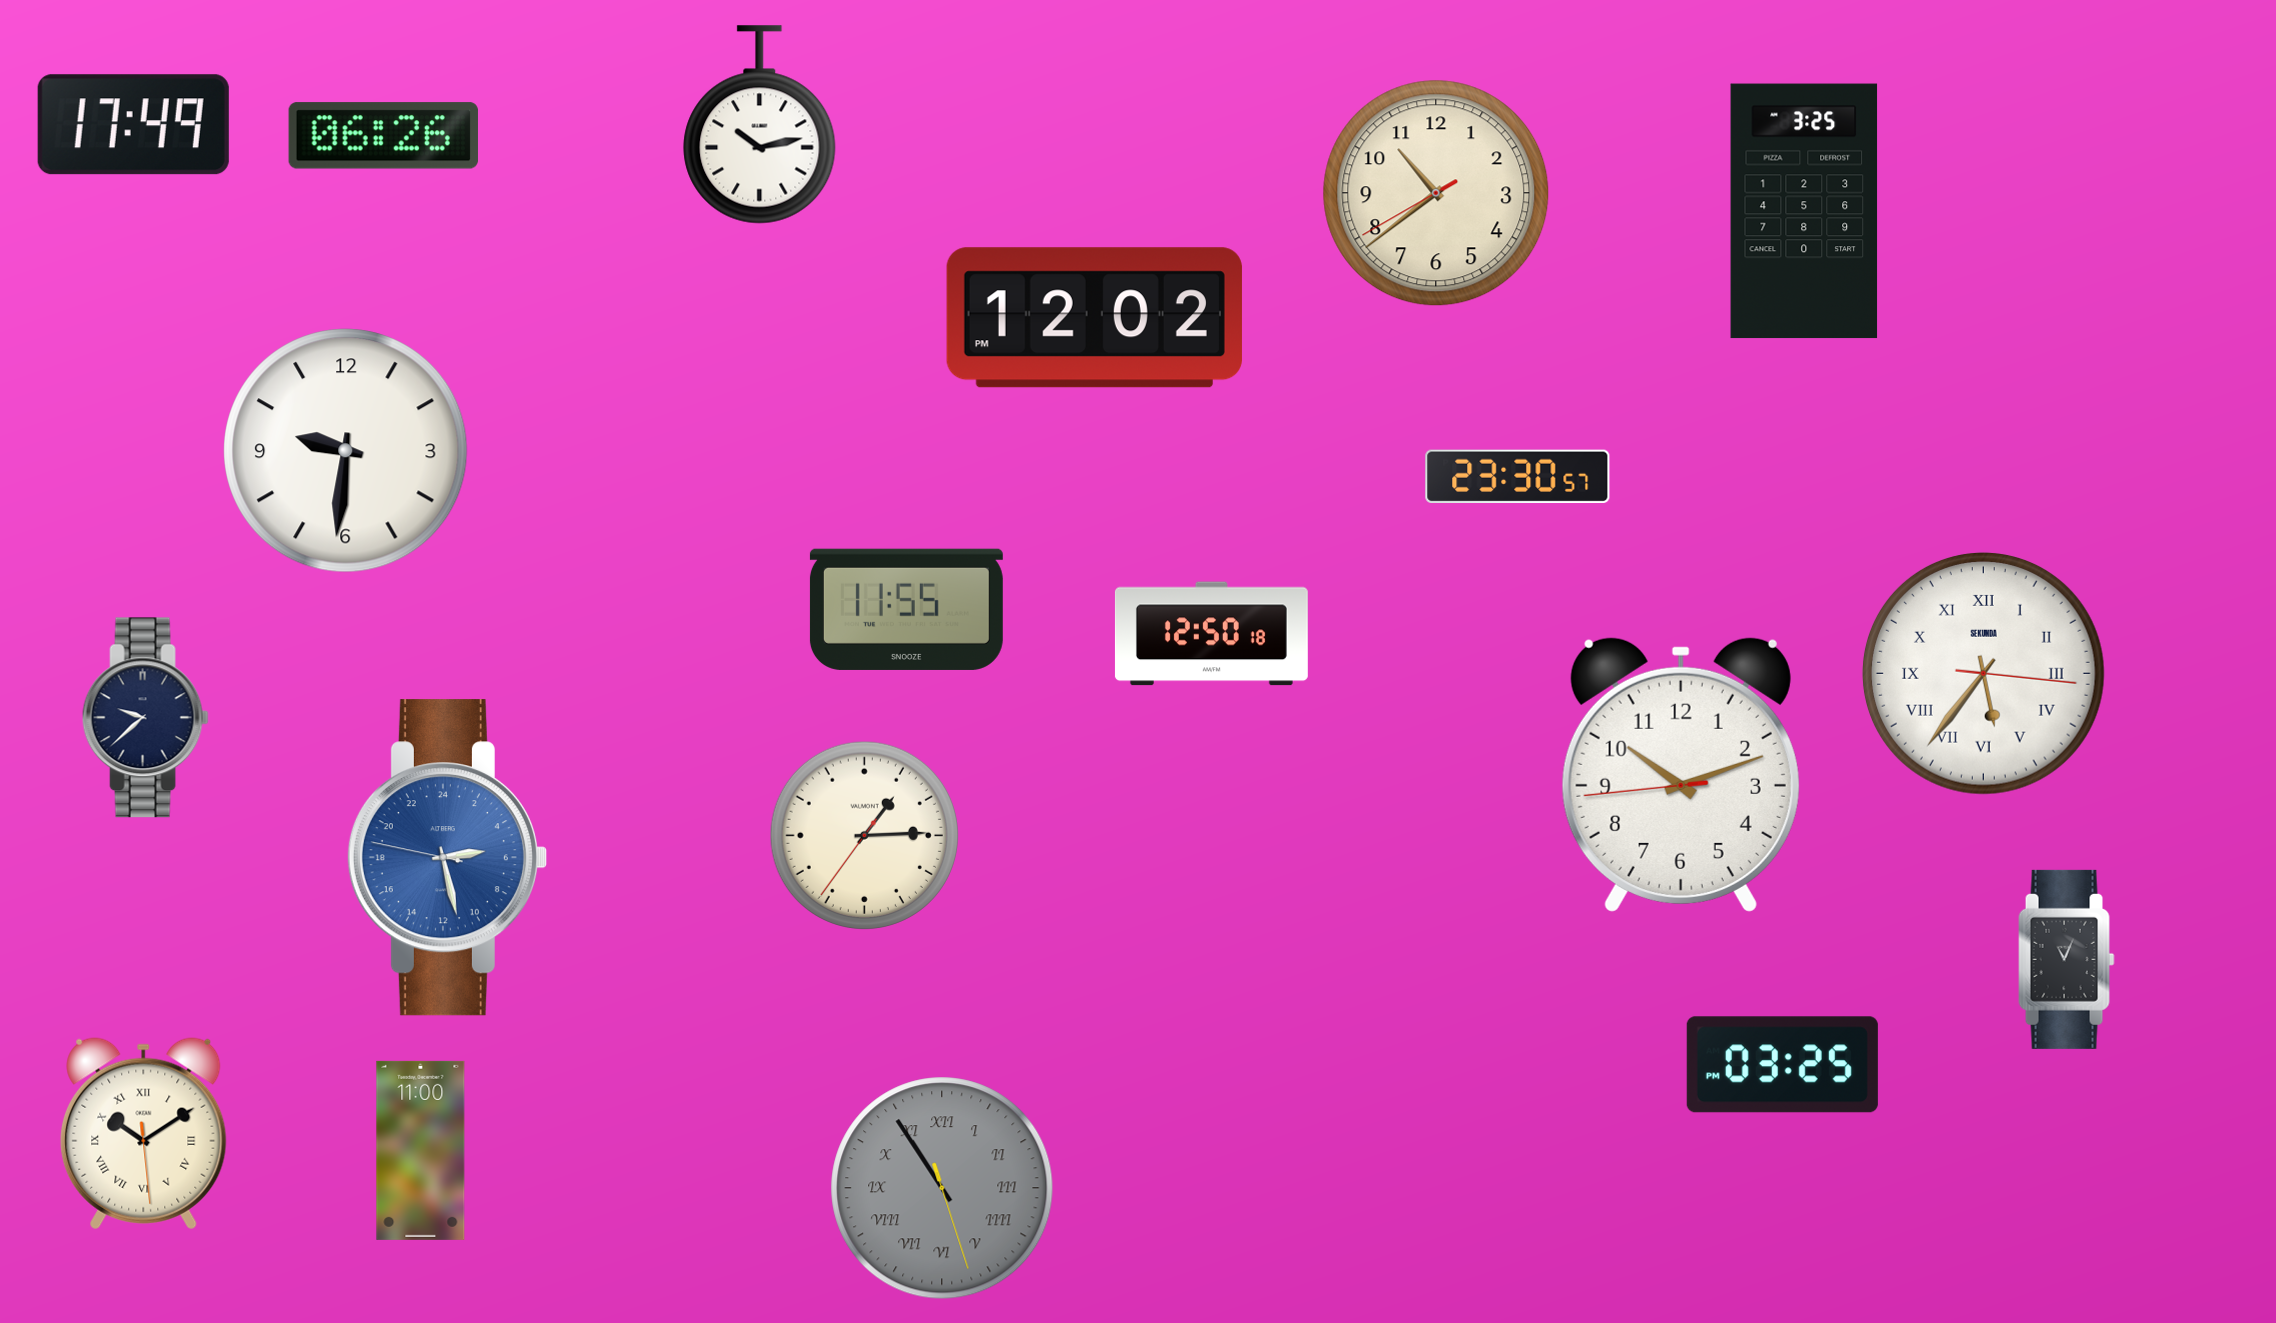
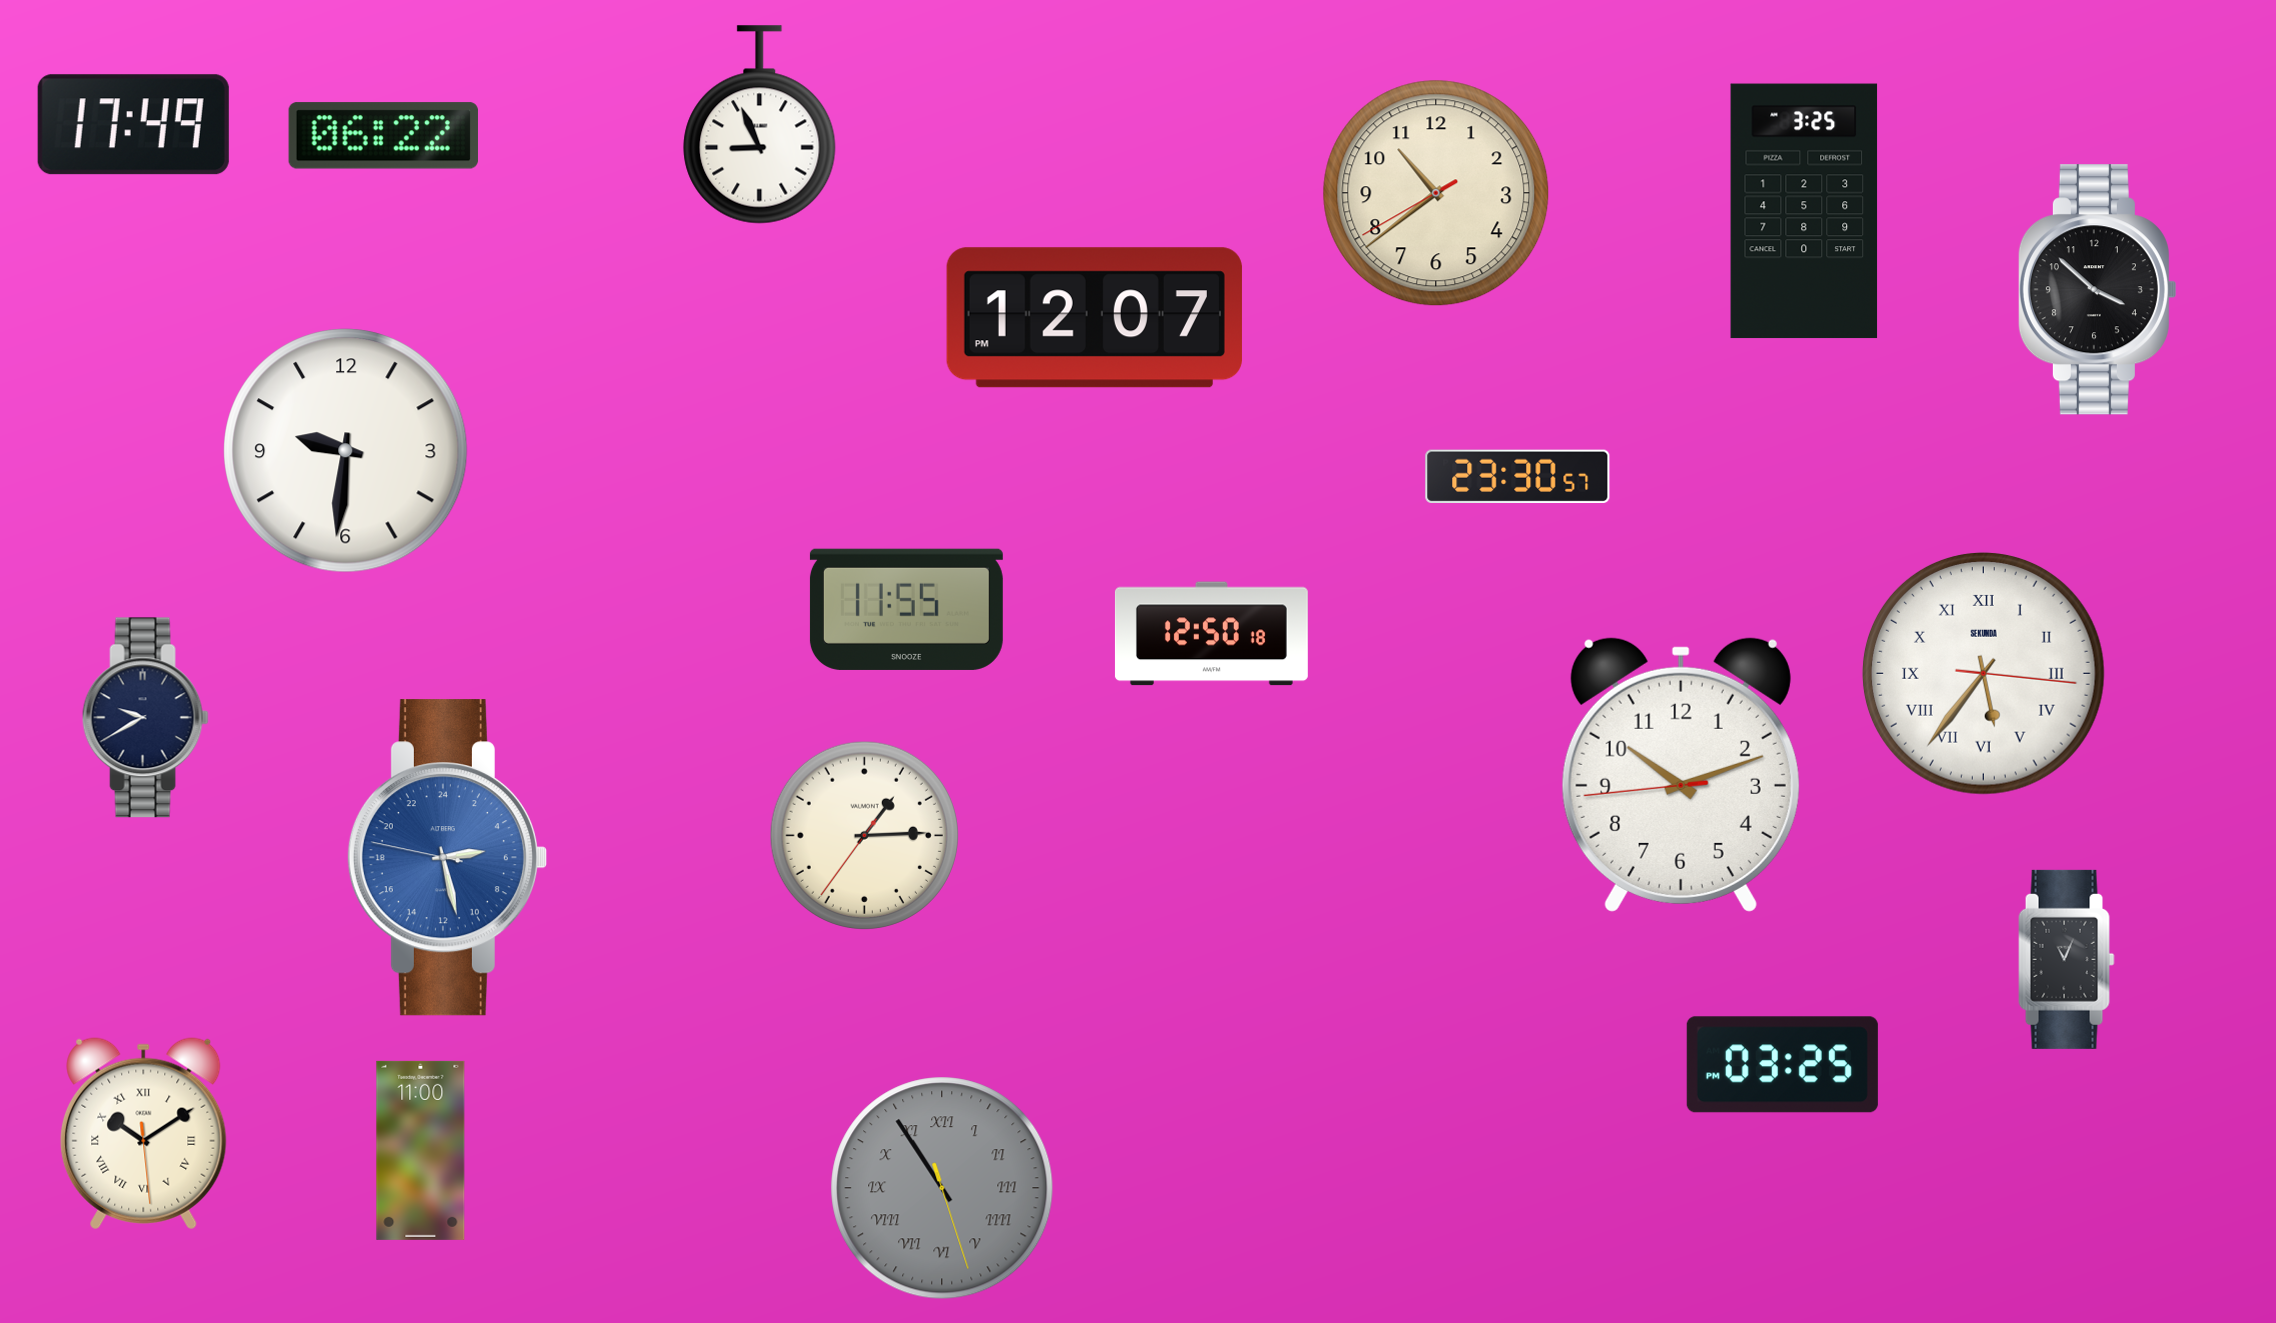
clock at (760, 125): 10:13 -> 8:56
clock at (383, 136): 06:26 -> 06:22
clock at (2097, 290): none -> 3:52
clock at (1094, 318): 12:02 -> 12:07
clock at (145, 718): 9:38 -> 9:40
